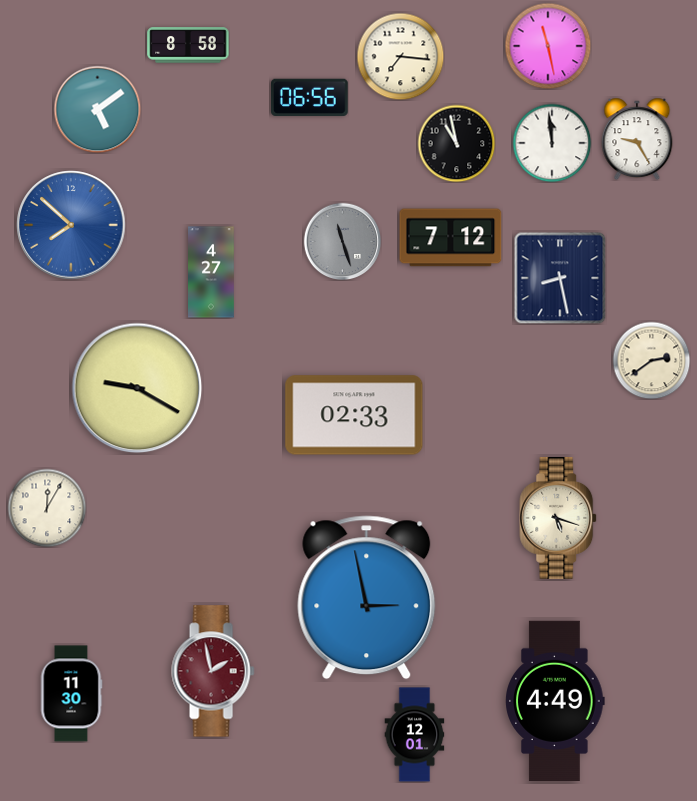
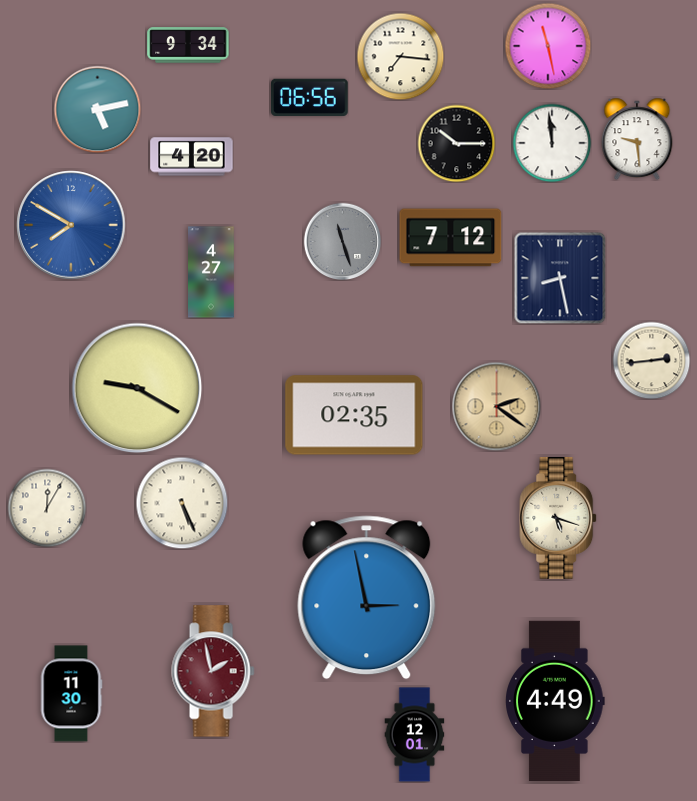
clock at (188, 45): 8:58 -> 9:34
clock at (97, 109): 5:09 -> 5:13
clock at (637, 139): 9:25 -> 9:29
clock at (456, 143): 10:58 -> 10:15
clock at (192, 157): none -> 4:20
clock at (71, 225): 7:52 -> 7:50
clock at (651, 360): 2:39 -> 2:44
clock at (496, 406): none -> 2:21
clock at (354, 415): 02:33 -> 02:35
clock at (182, 503): none -> 5:26
